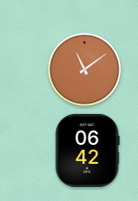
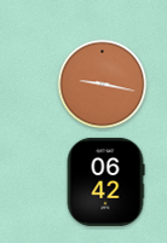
clock at (85, 70): 11:09 -> 9:17
